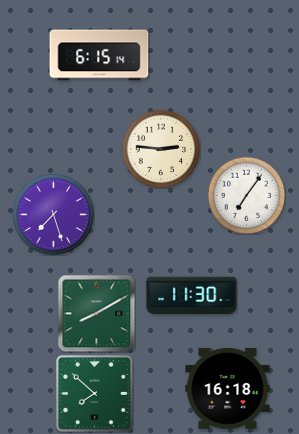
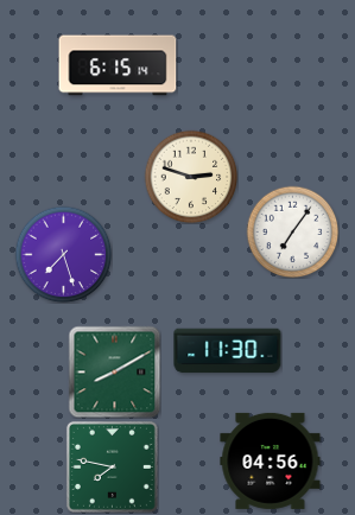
clock at (161, 149): 2:46 -> 2:48
clock at (228, 388): 16:18 -> 04:56
clock at (94, 393): 7:52 -> 7:47
